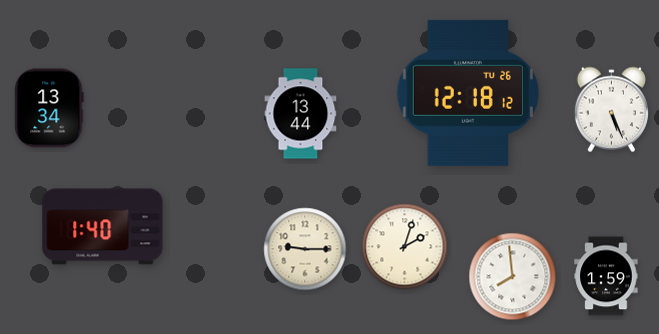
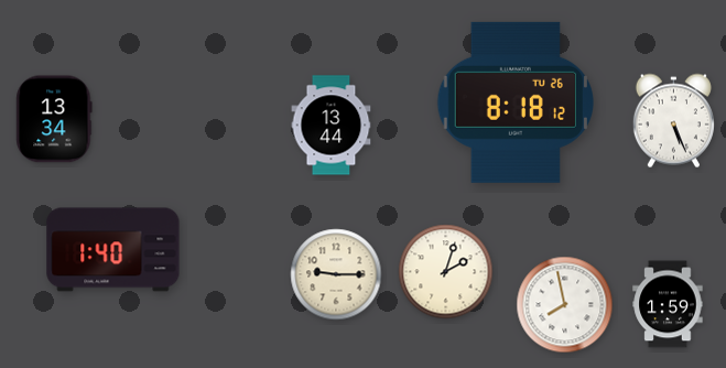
clock at (468, 93): 12:18 -> 8:18
clock at (513, 277): 7:59 -> 7:58
